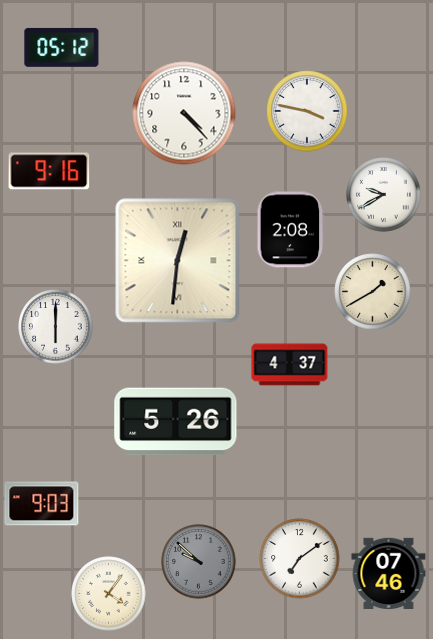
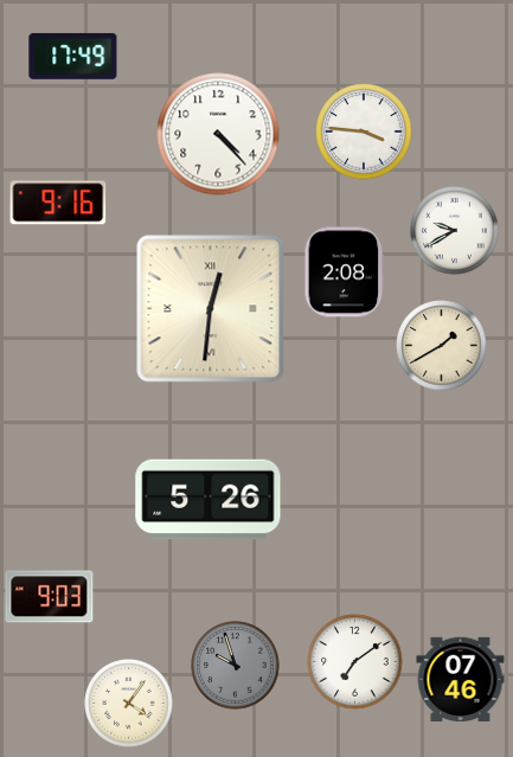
clock at (62, 47): 05:12 -> 17:49
clock at (307, 111): 3:47 -> 3:46
clock at (56, 327): 6:00 -> none
clock at (290, 365): 4:37 -> none
clock at (199, 562): 9:52 -> 9:57
